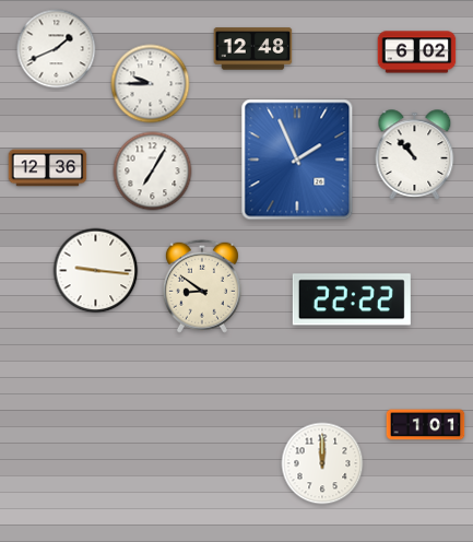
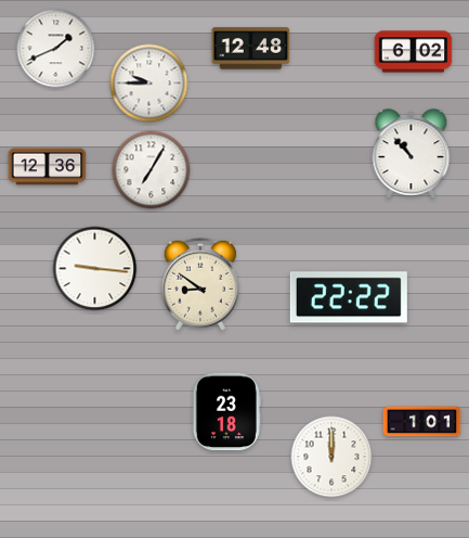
clock at (297, 160): 1:56 -> none
clock at (226, 412): none -> 23:18
clock at (322, 463) position: (322, 463) -> (331, 457)
